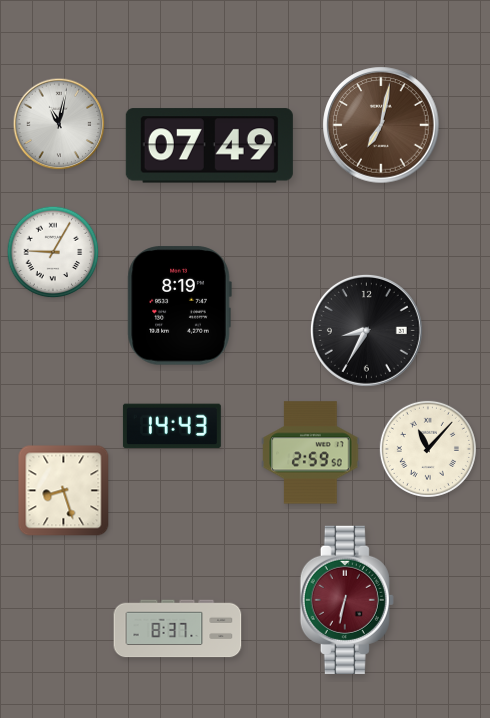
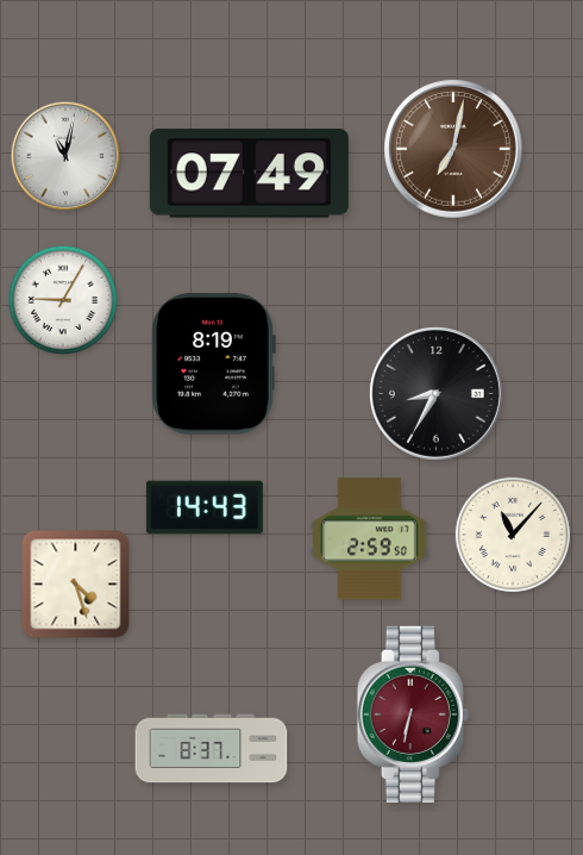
clock at (59, 124) position: (59, 124) -> (65, 156)
clock at (428, 449) position: (428, 449) -> (513, 535)
clock at (64, 491): 8:27 -> 4:27
